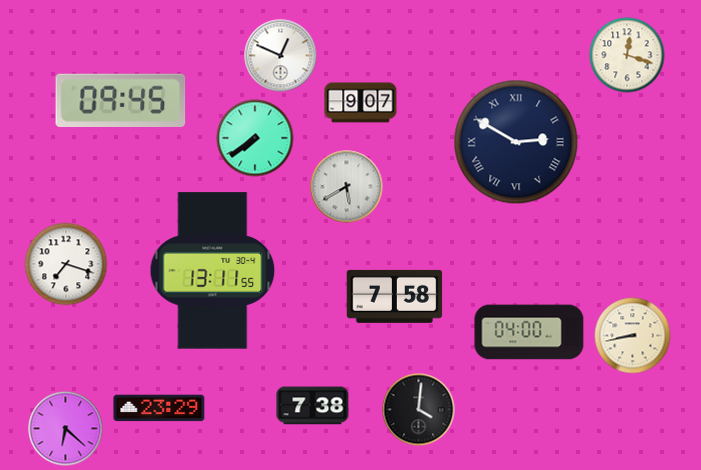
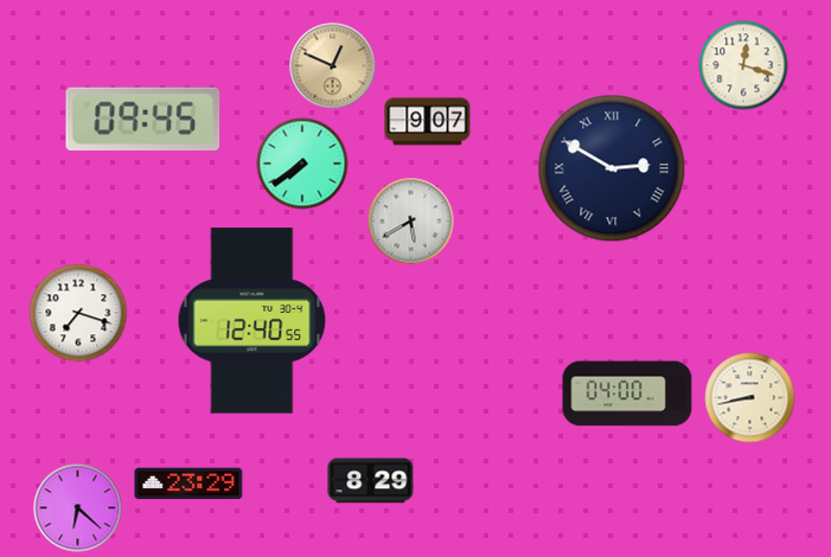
clock at (281, 56) dial: white -> champagne
clock at (213, 271): 13:11 -> 12:40
clock at (395, 296): 7:58 -> none
clock at (313, 406): 7:38 -> 8:29
clock at (419, 410): 4:01 -> none
